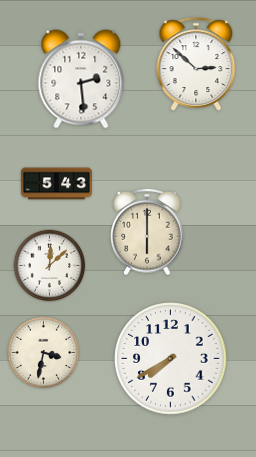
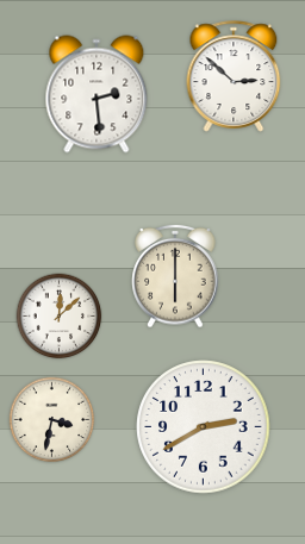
clock at (57, 184): 5:43 -> none
clock at (171, 359): 7:40 -> 2:40
